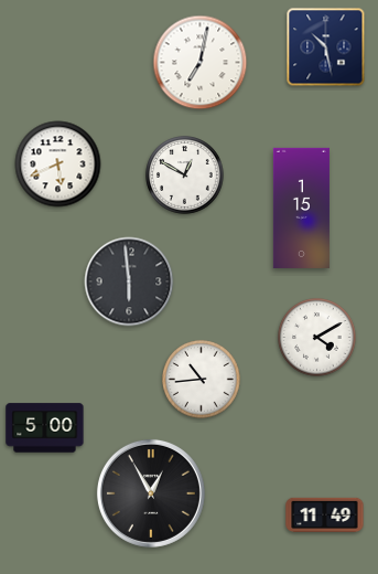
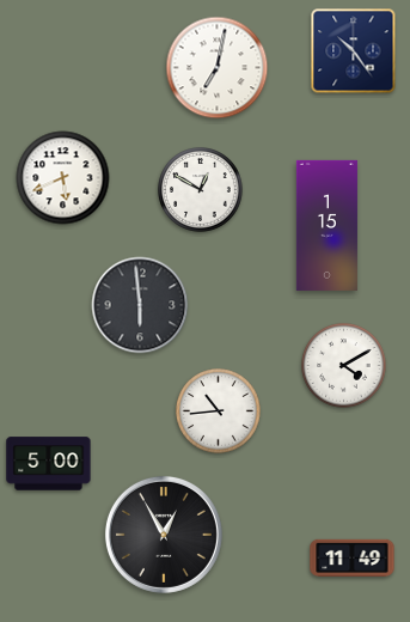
clock at (326, 47): 10:28 -> 10:24
